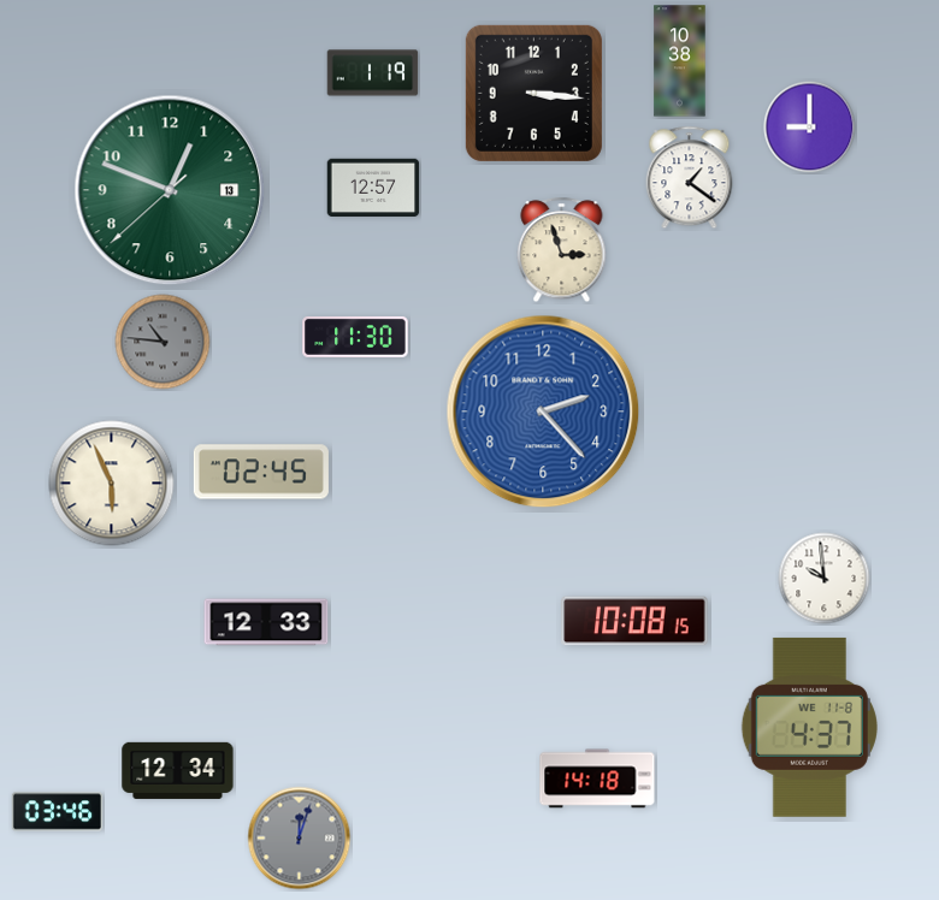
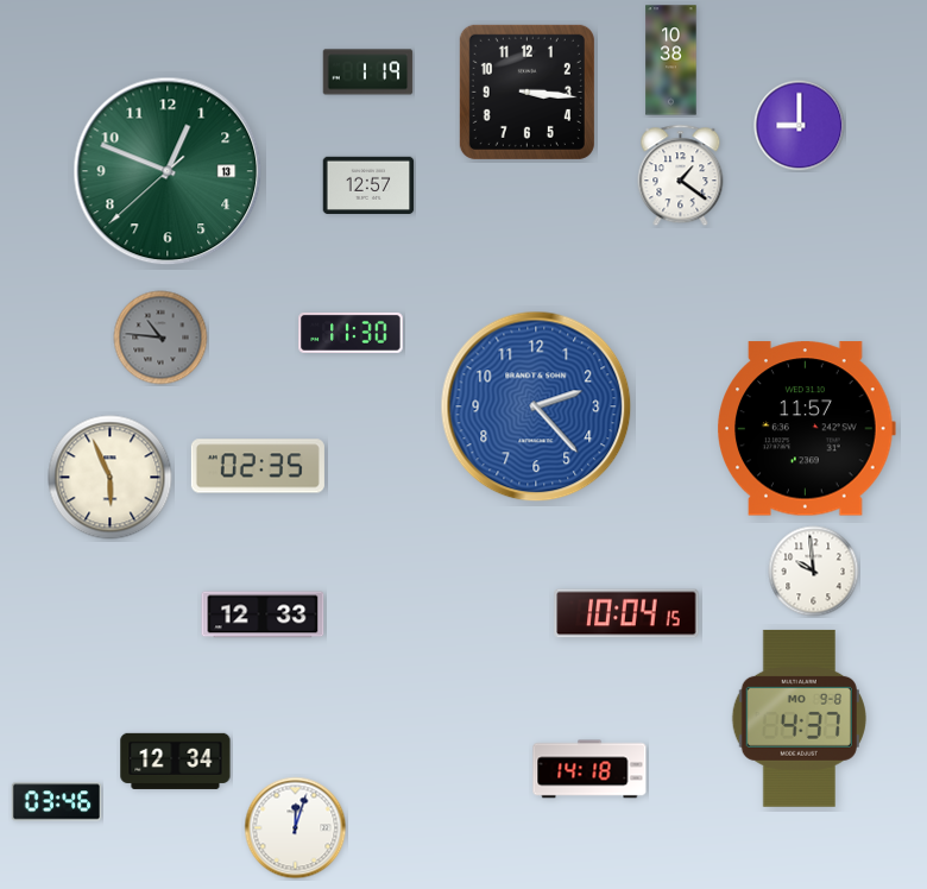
clock at (170, 190) position: (170, 190) -> (168, 171)
clock at (562, 250): 2:57 -> none
clock at (806, 429): none -> 11:57
clock at (261, 472): 02:45 -> 02:35
clock at (634, 621): 10:08 -> 10:04
clock at (809, 727) date: WE 11-8 -> MO 9-8
clock at (300, 839) dial: grey -> white
